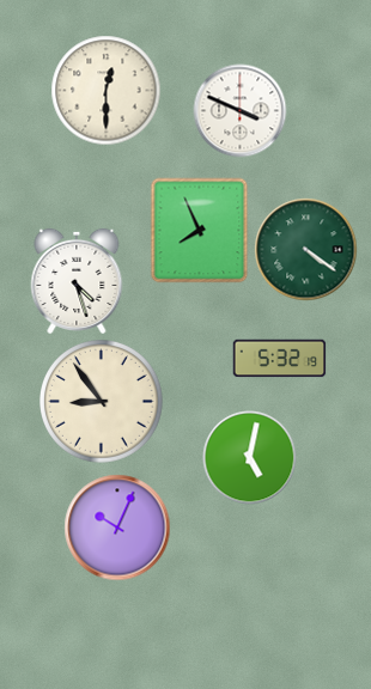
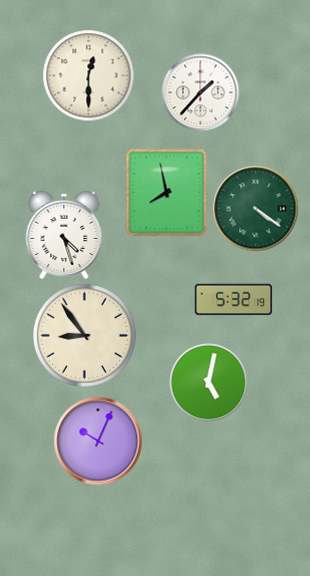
clock at (239, 110): 3:49 -> 1:37
clock at (200, 230): 7:56 -> 7:58
